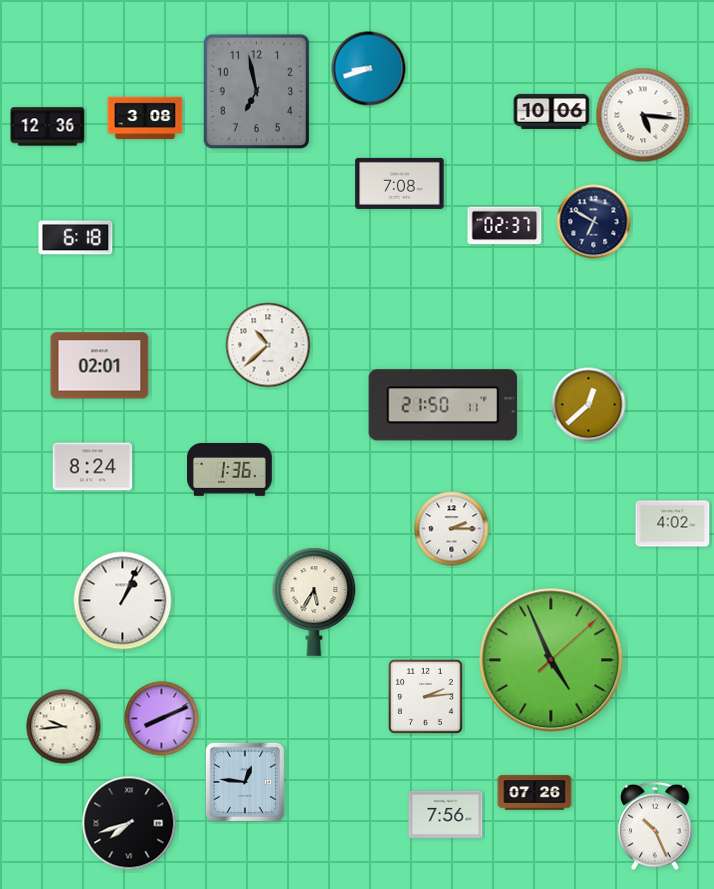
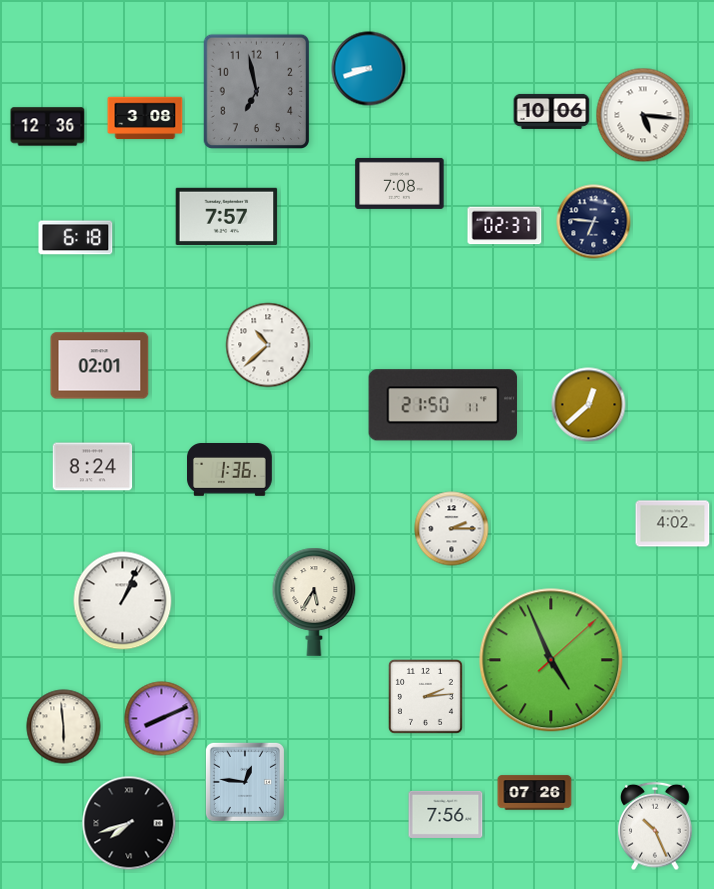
clock at (227, 216): none -> 7:57
clock at (594, 222): 6:50 -> 6:46
clock at (64, 727): 9:44 -> 5:59
